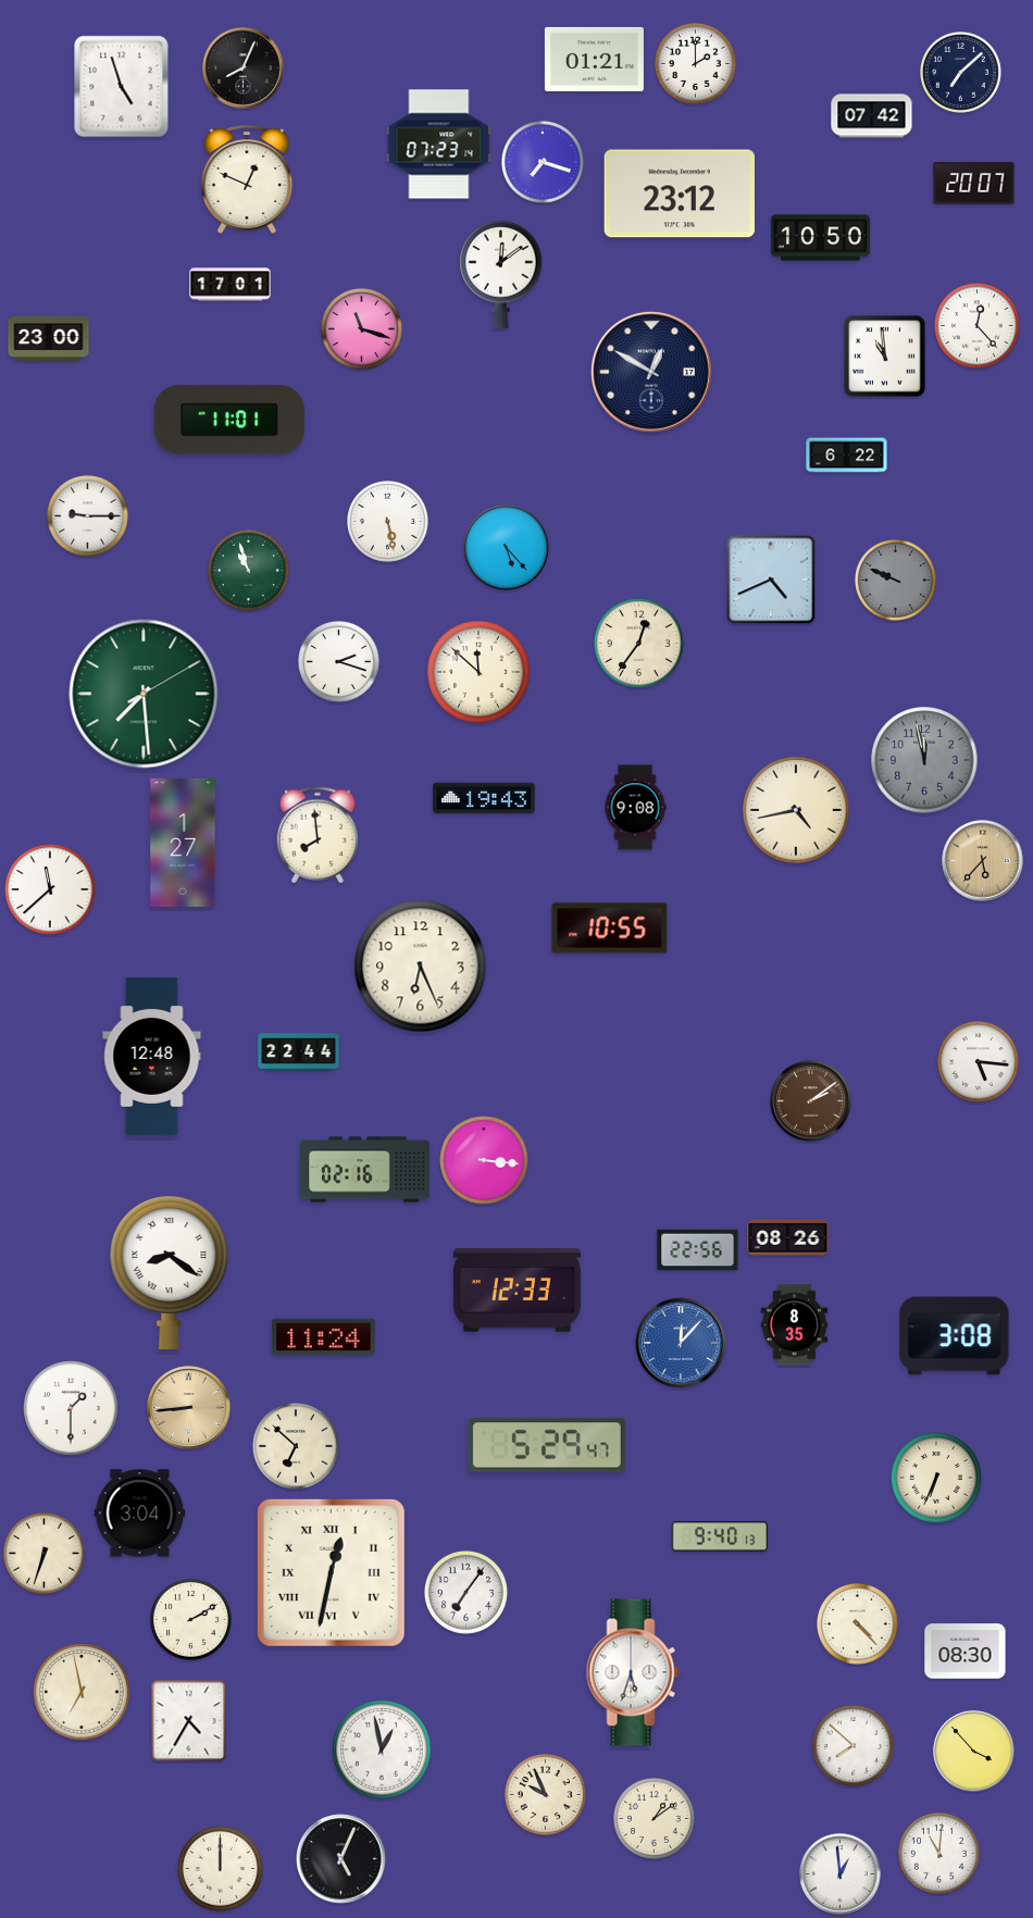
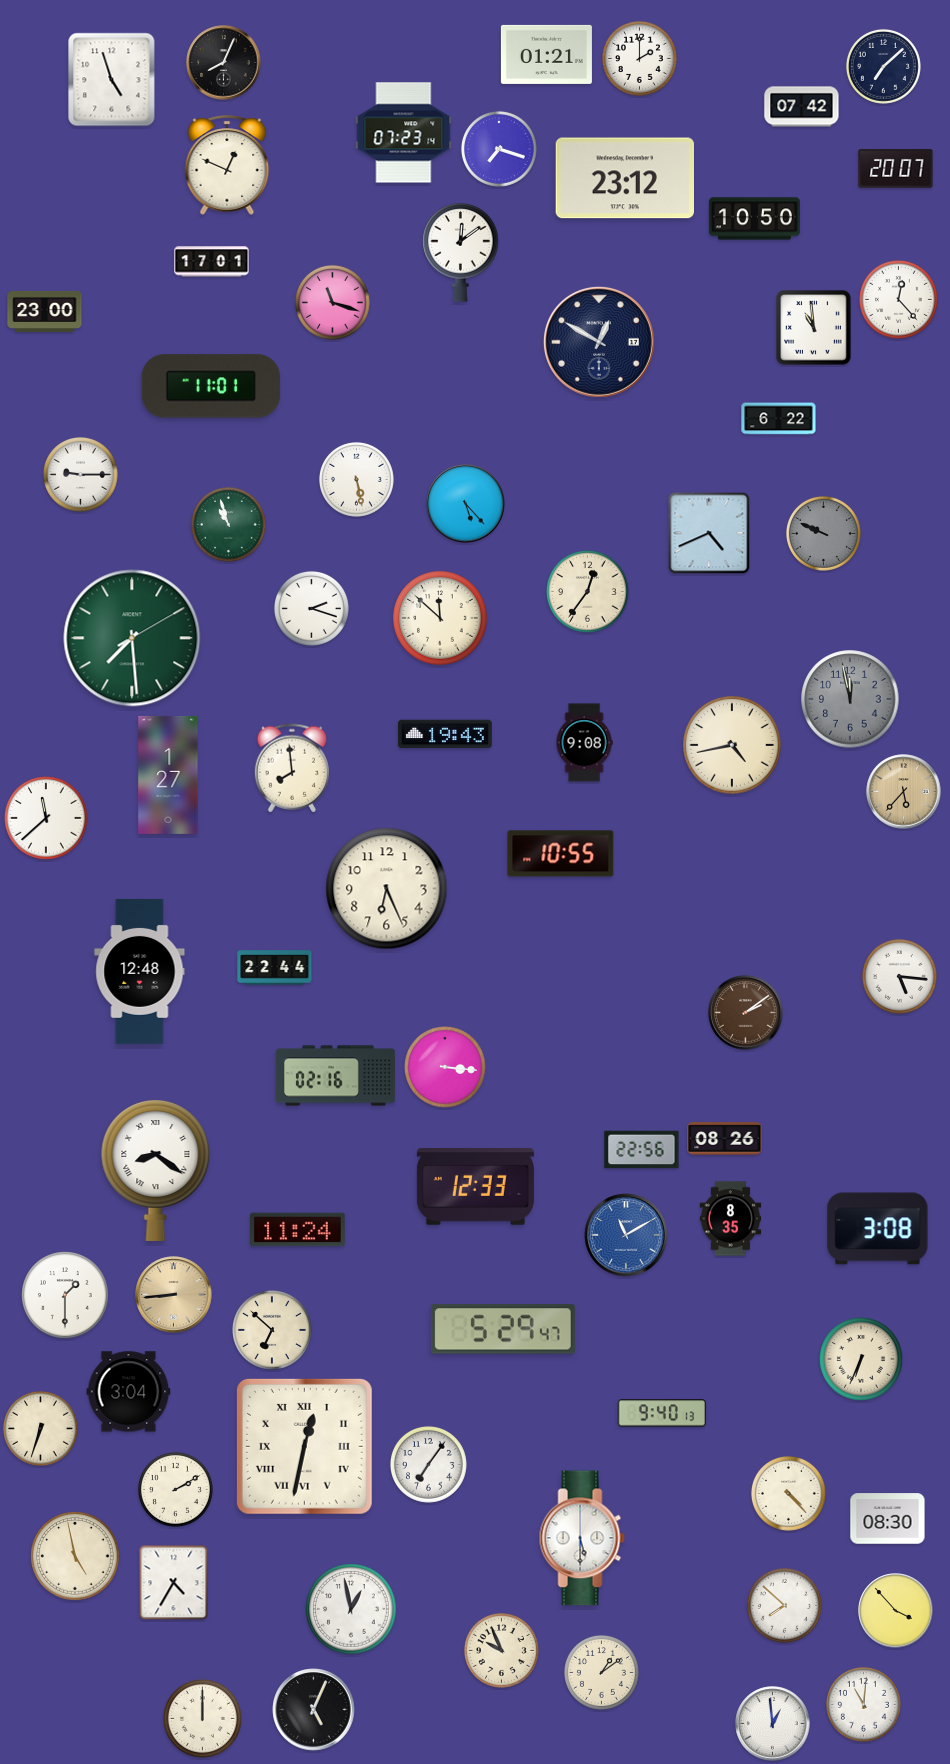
clock at (681, 1343): 12:07 -> 11:10
clock at (633, 1672): 5:33 -> 5:30
clock at (82, 1692): 6:58 -> 4:58
